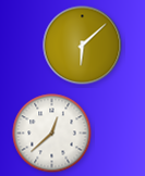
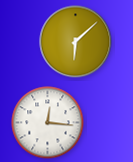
clock at (52, 134): 12:38 -> 12:16
